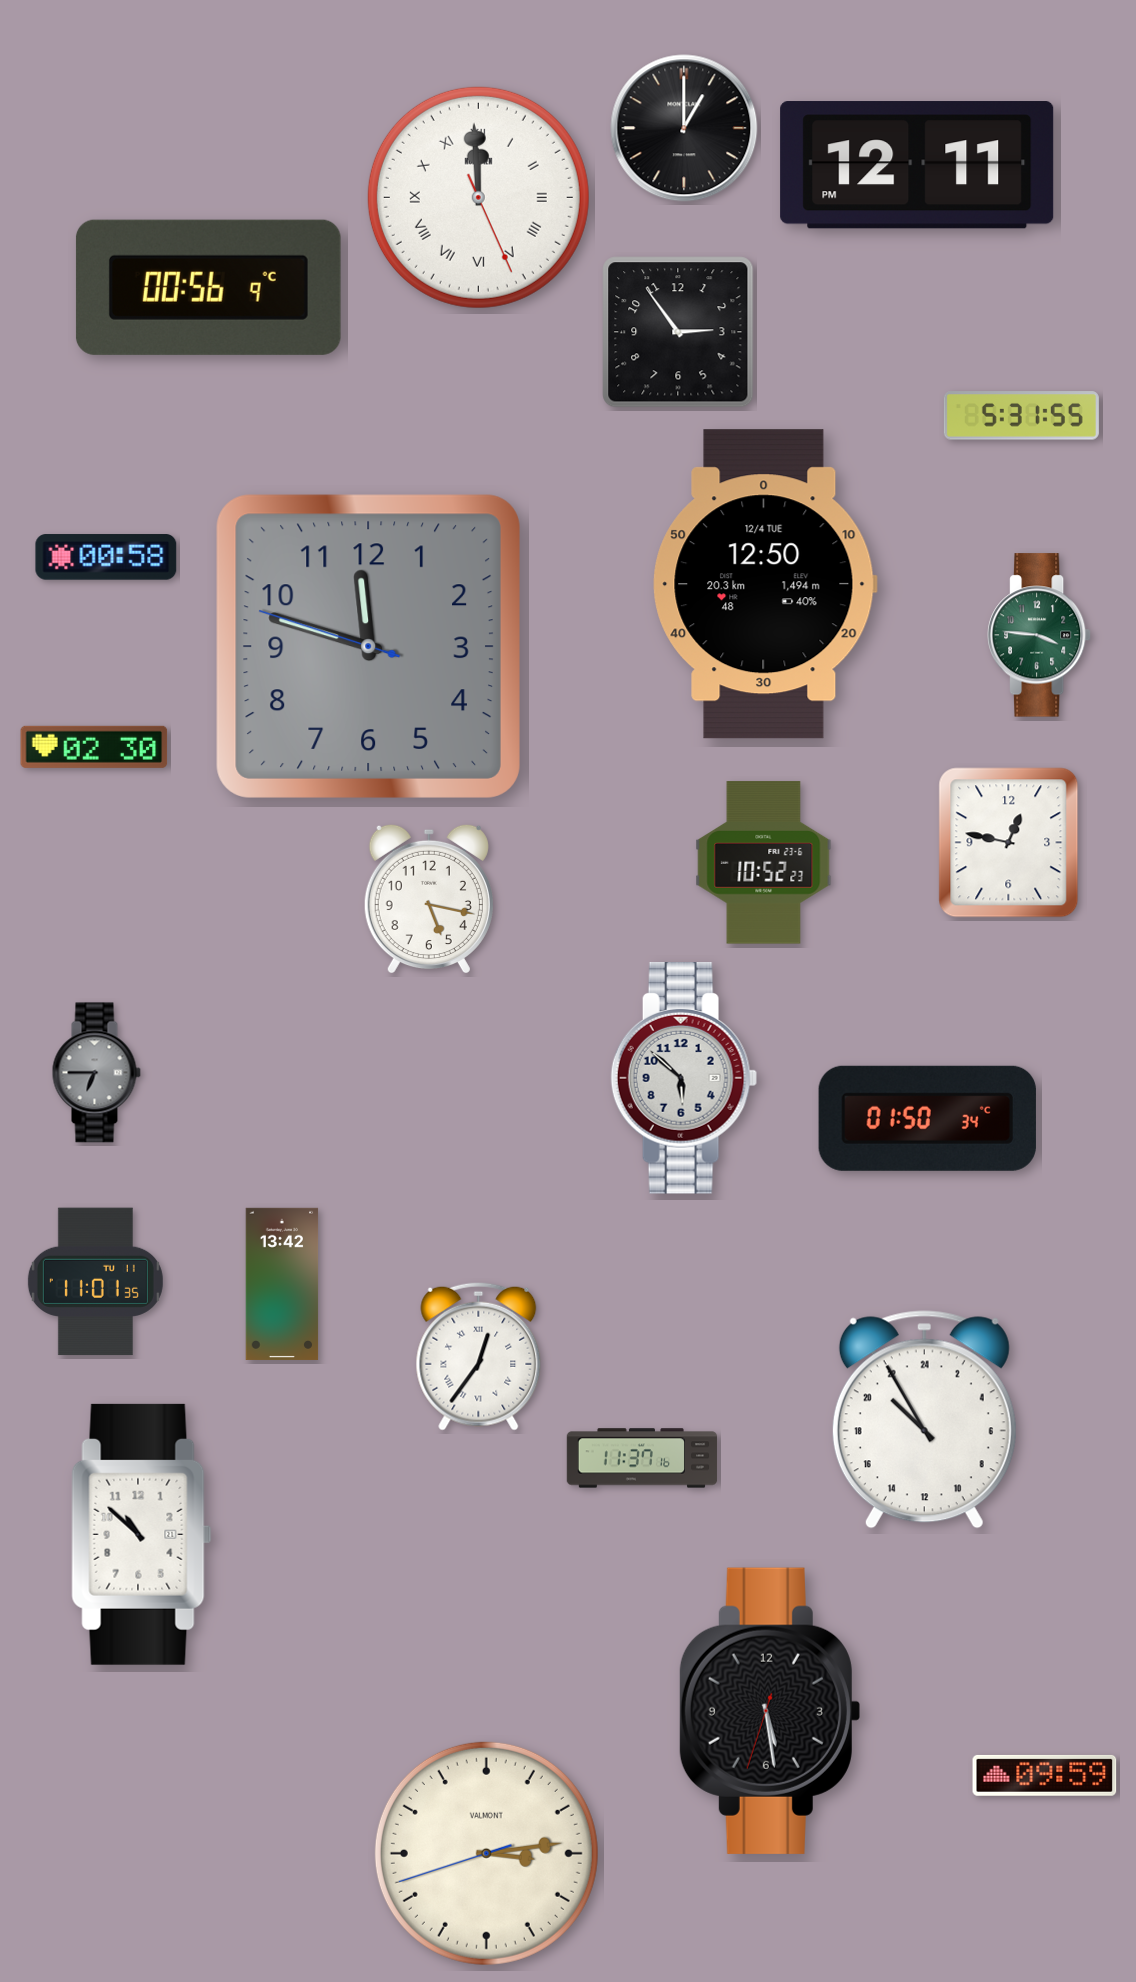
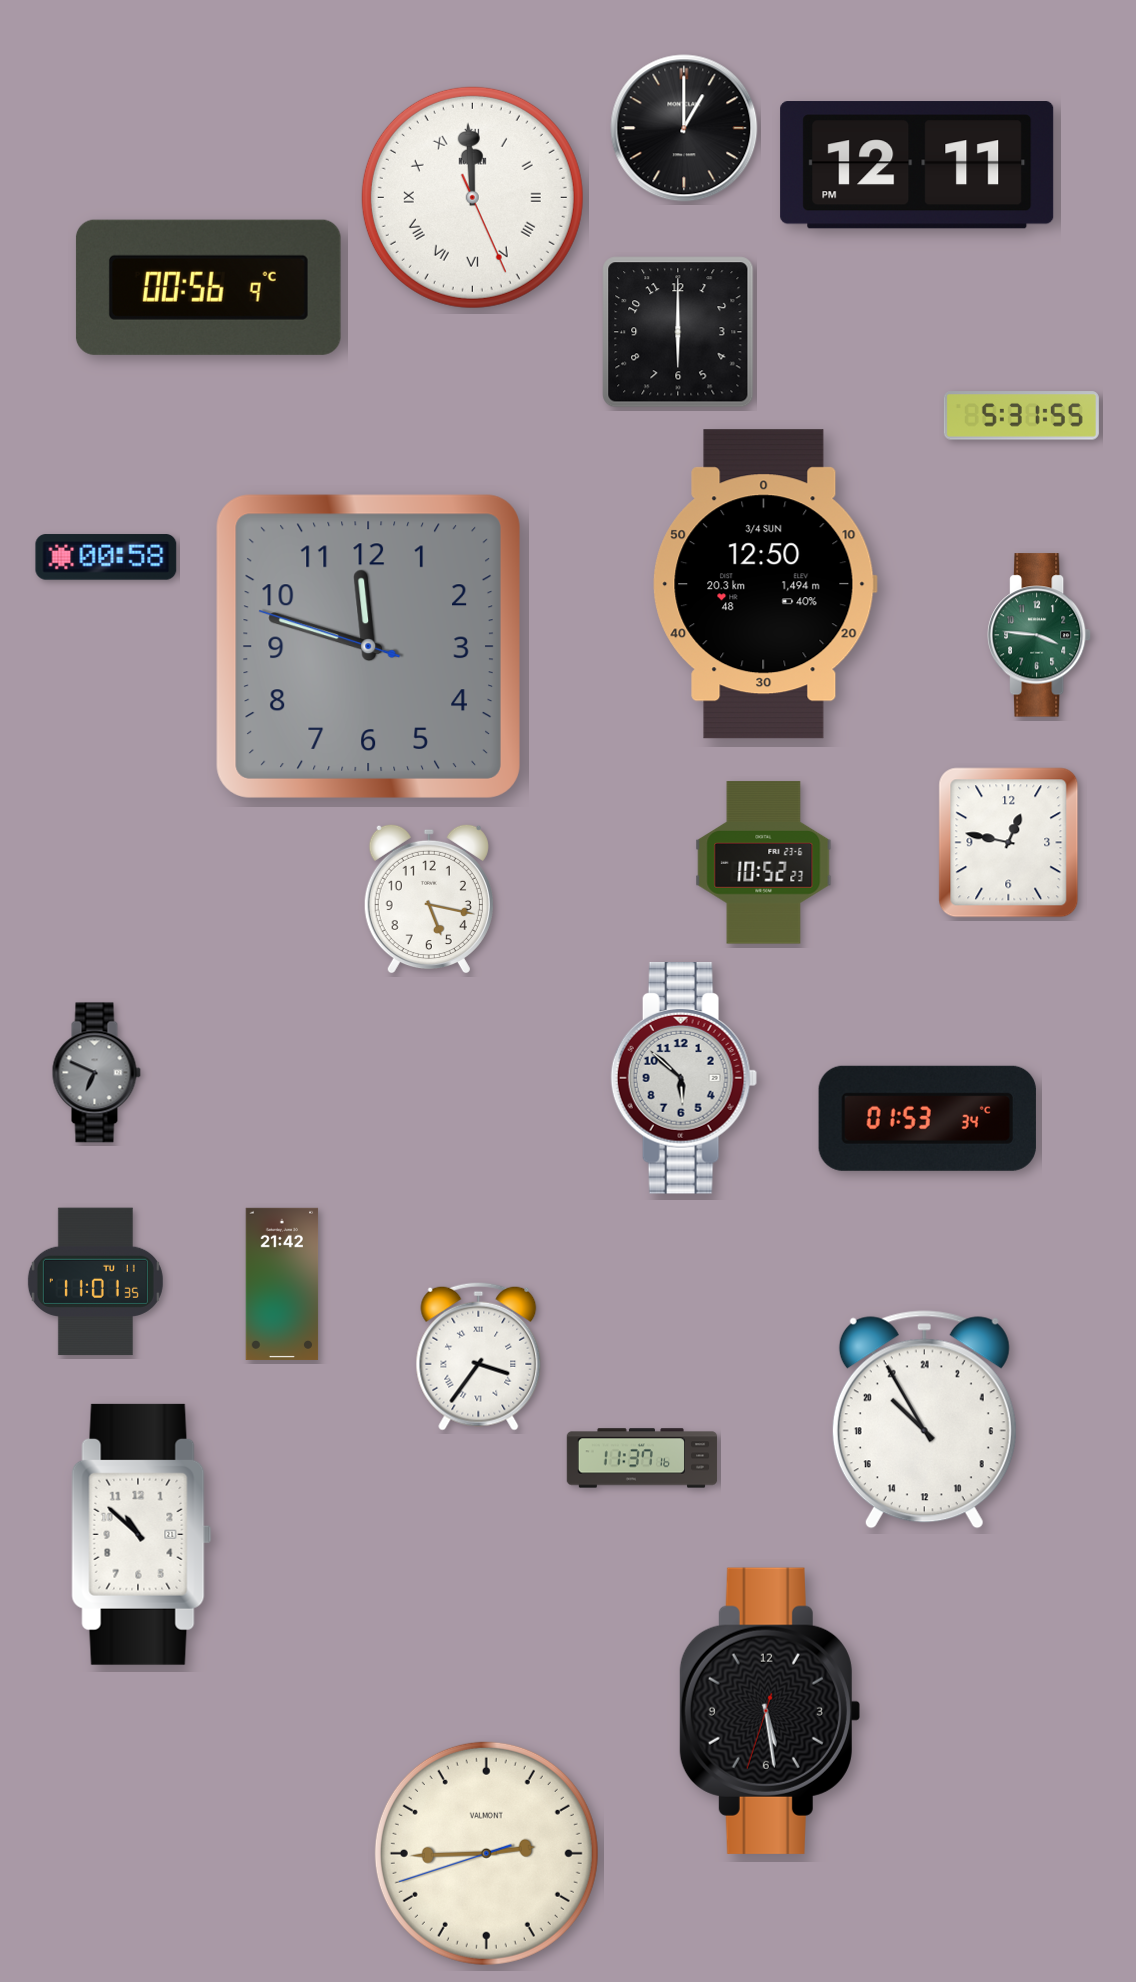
clock at (478, 197) position: (478, 197) -> (472, 197)
clock at (678, 332): 2:54 -> 6:00
clock at (765, 584) date: 12/4 TUE -> 3/4 SUN
clock at (94, 747): 02:30 -> none
clock at (96, 1073): 6:45 -> 6:49
clock at (927, 1118): 01:50 -> 01:53
clock at (282, 1284): 13:42 -> 21:42
clock at (479, 1356): 12:36 -> 3:36
clock at (1045, 1775): 09:59 -> none
clock at (486, 1853): 3:13 -> 2:44
